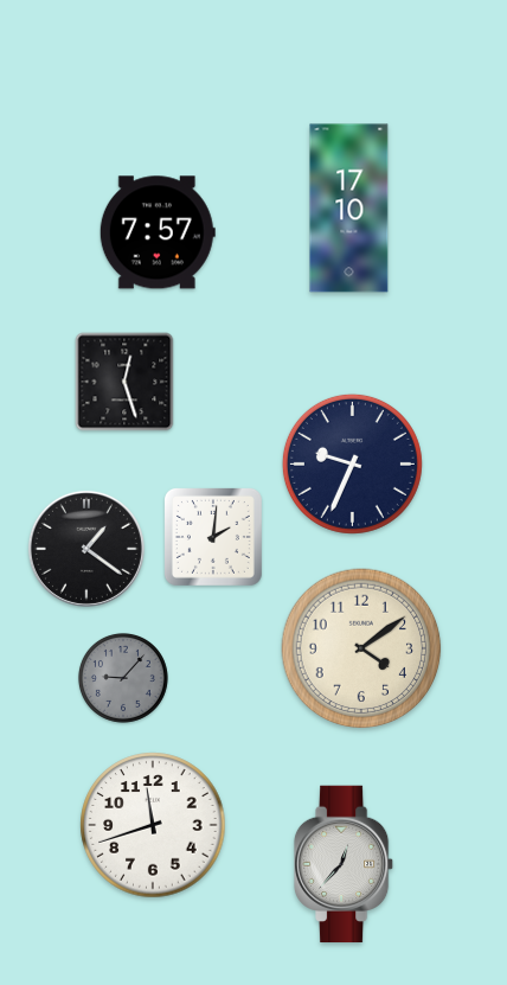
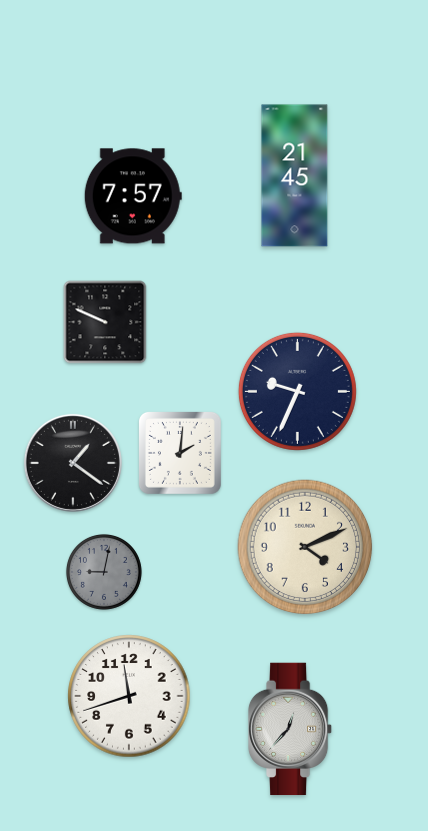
clock at (349, 209): 17:10 -> 21:45
clock at (124, 382): 12:27 -> 9:49
clock at (361, 648): 4:09 -> 4:11
clock at (123, 678): 9:07 -> 9:02
